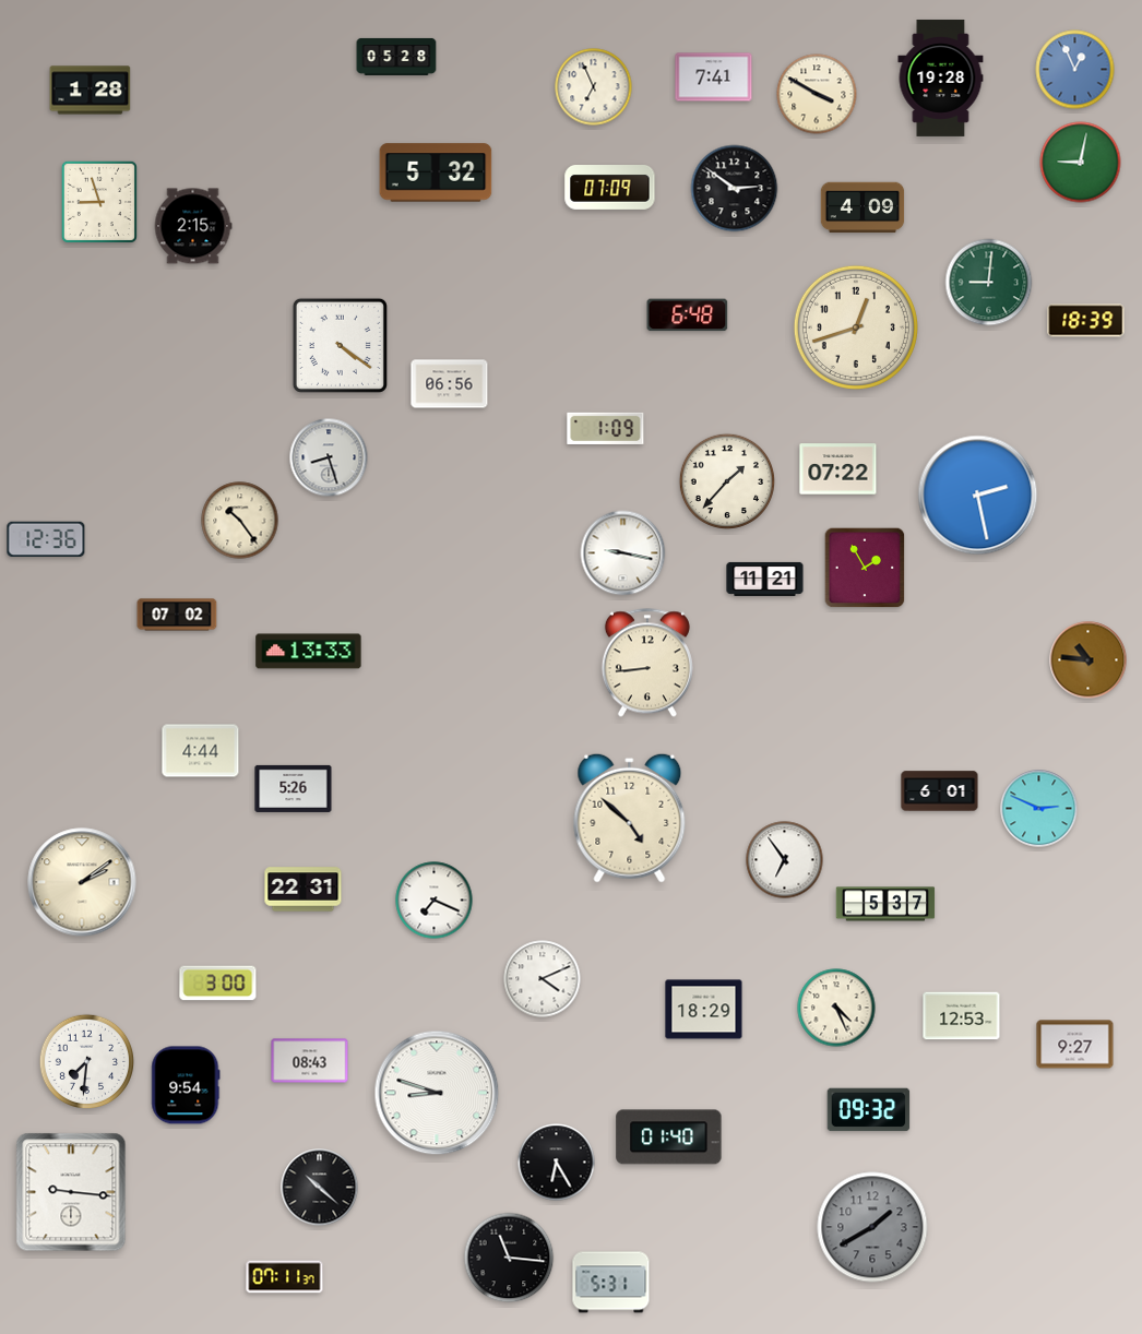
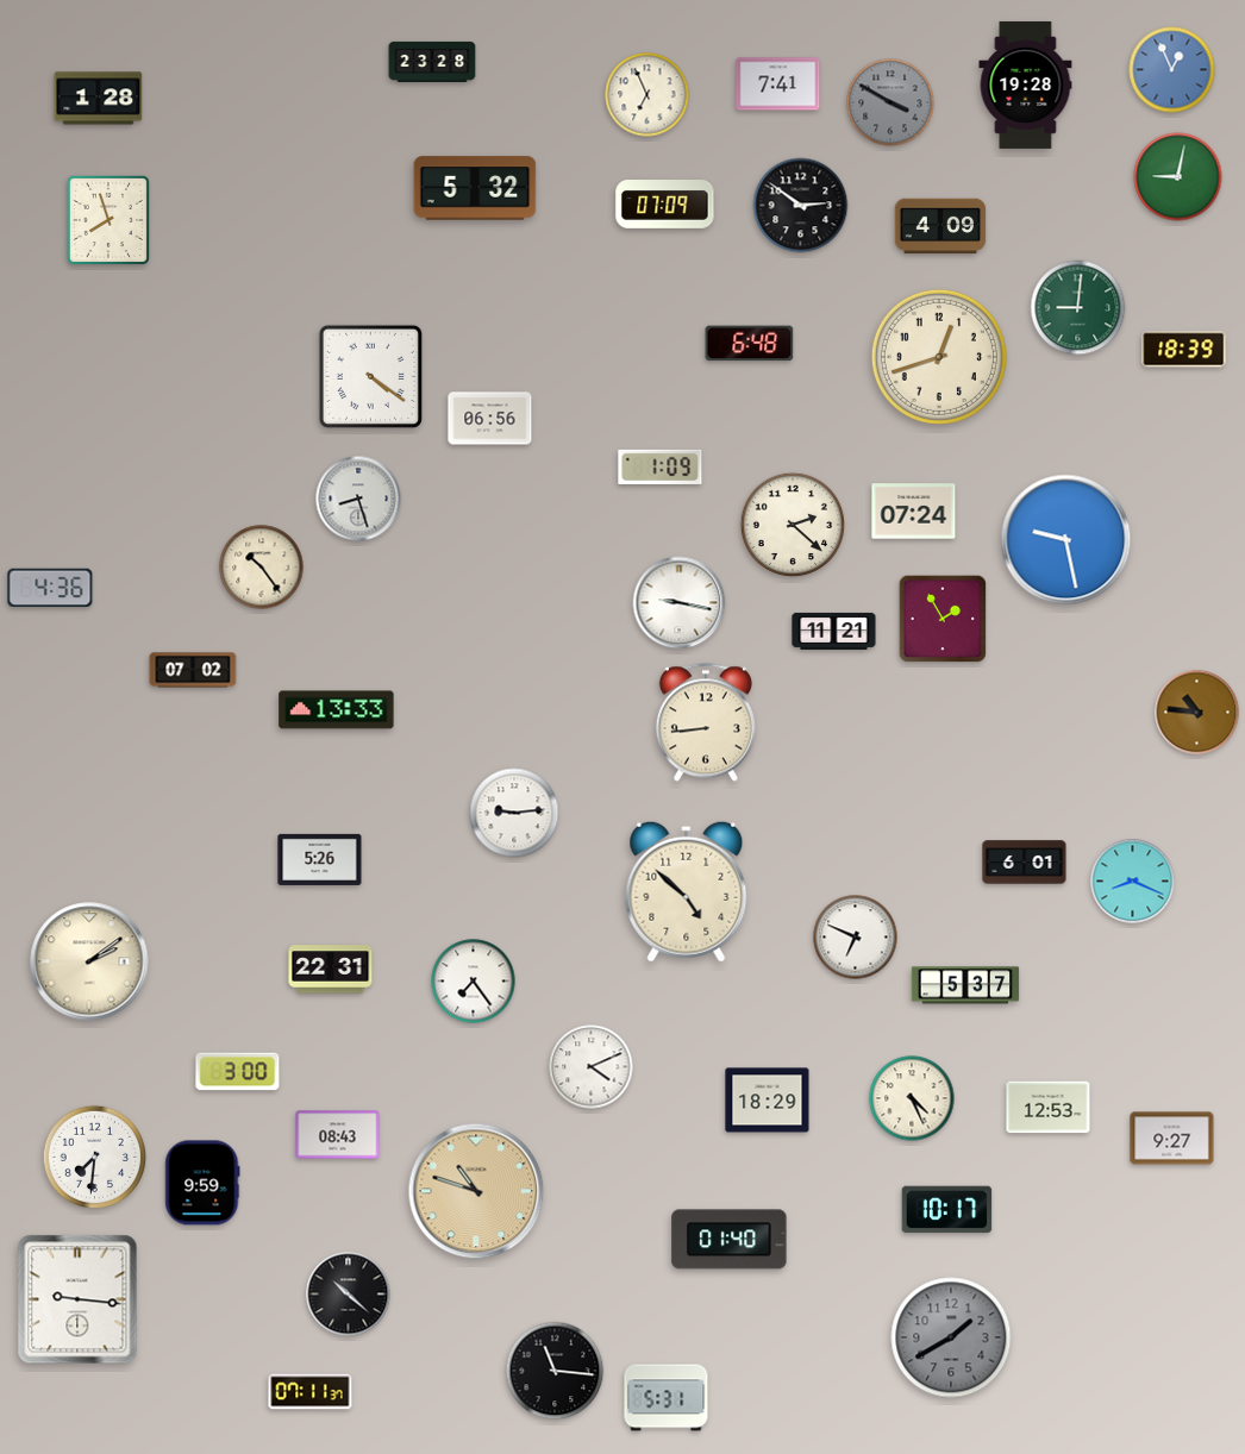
clock at (396, 57): 05:28 -> 23:28
clock at (1075, 70) position: (1075, 70) -> (1172, 70)
clock at (817, 94) dial: cream -> grey
clock at (99, 202): 8:57 -> 7:57
clock at (193, 226): 2:15 -> none
clock at (856, 327) position: (856, 327) -> (939, 357)
clock at (838, 469): 07:22 -> 07:24
clock at (726, 480): 1:37 -> 2:22
clock at (978, 496): 2:28 -> 9:28
clock at (46, 539): 12:36 -> 4:36
clock at (1089, 660) position: (1089, 660) -> (1197, 713)
clock at (514, 813): none -> 9:14
clock at (201, 751): 4:44 -> none
clock at (1039, 809): 2:49 -> 8:19
clock at (785, 860): 6:54 -> 6:49
clock at (435, 901): 7:19 -> 7:24
clock at (310, 1061) position: (310, 1061) -> (338, 1135)
clock at (186, 1085): 9:54 -> 9:59
clock at (437, 1093): 8:48 -> 10:48
clock at (437, 1093) dial: white -> champagne
clock at (869, 1110): 09:32 -> 10:17
clock at (557, 1163): 6:25 -> none
